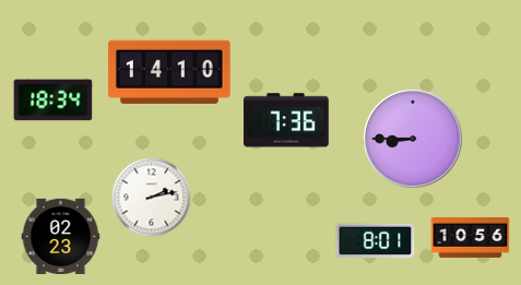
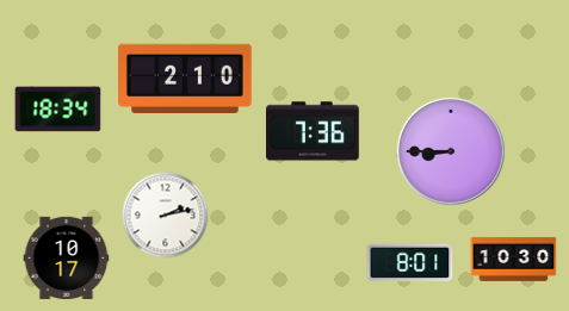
clock at (170, 71): 14:10 -> 2:10
clock at (61, 236): 02:23 -> 10:17
clock at (471, 237): 10:56 -> 10:30
